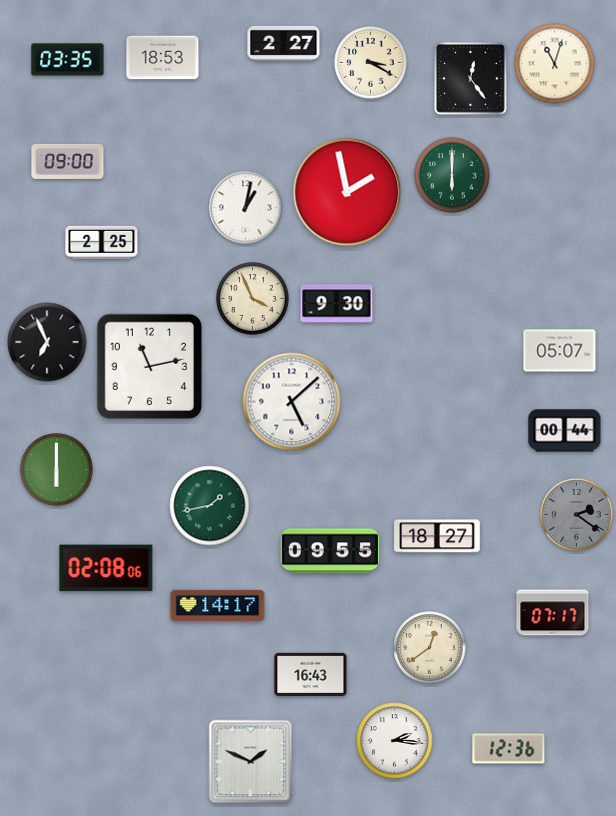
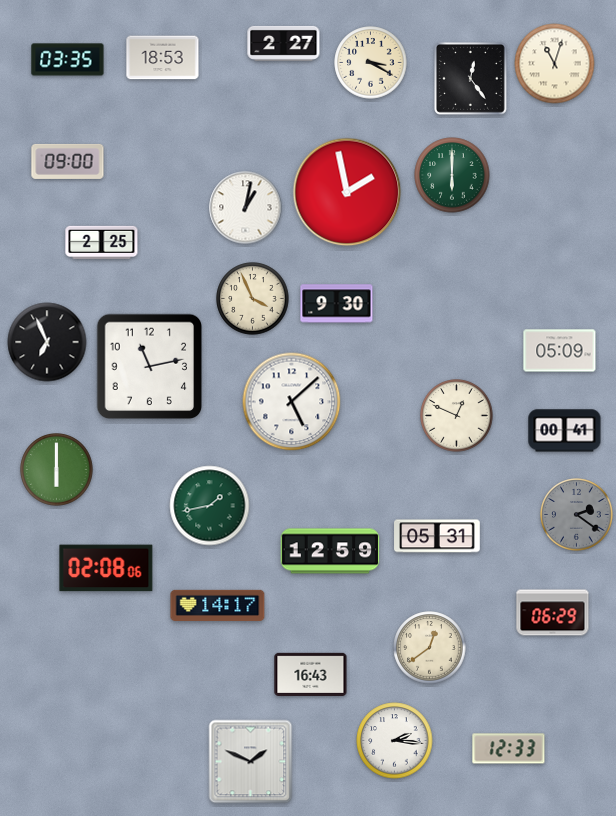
clock at (560, 351): 05:07 -> 05:09
clock at (457, 416): none -> 12:49
clock at (565, 431): 00:44 -> 00:41
clock at (437, 536): 18:27 -> 05:31
clock at (330, 551): 09:55 -> 12:59
clock at (553, 613): 07:17 -> 06:29
clock at (509, 749): 12:36 -> 12:33
